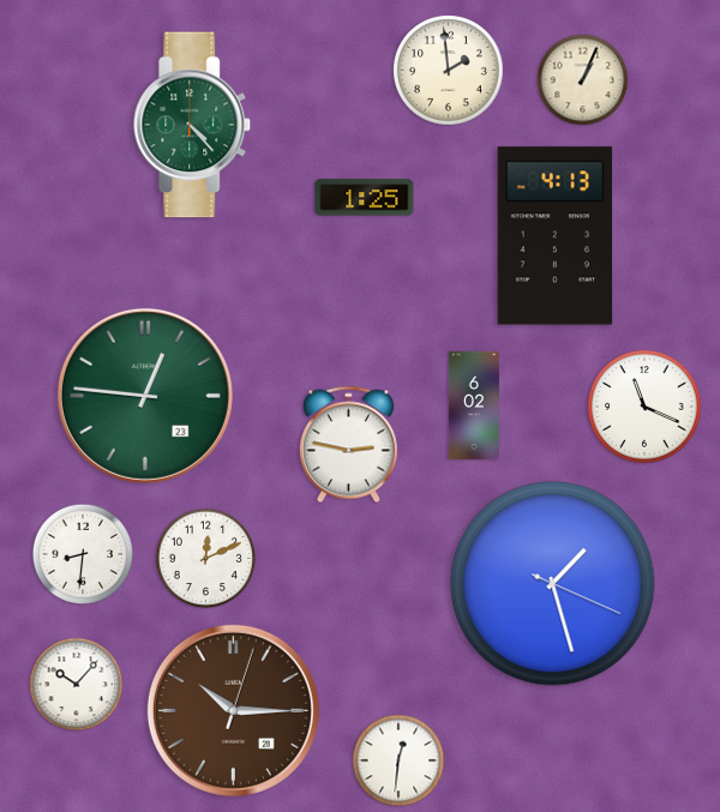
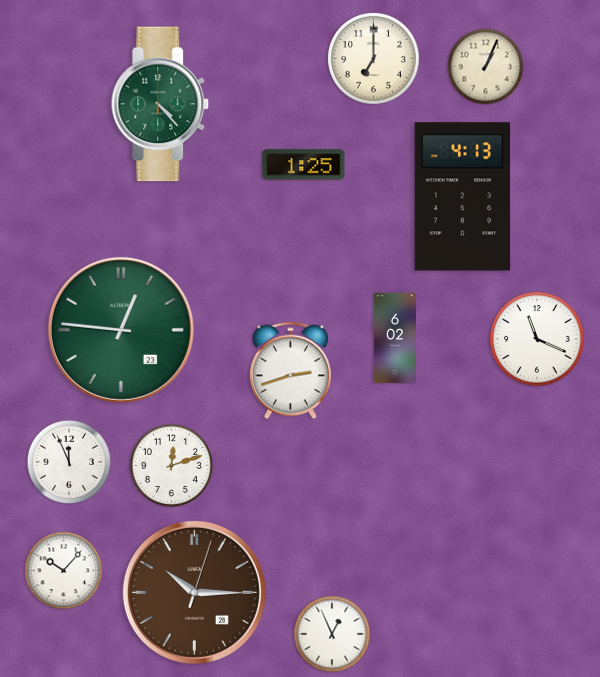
clock at (449, 71): 1:59 -> 7:00
clock at (348, 445): 2:47 -> 2:42
clock at (83, 554): 8:31 -> 11:56
clock at (206, 559): 12:11 -> 12:12
clock at (553, 584): 1:27 -> none
clock at (398, 760): 12:31 -> 12:56
